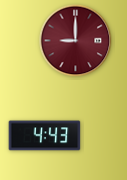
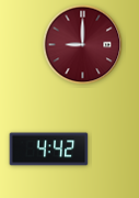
clock at (45, 136): 4:43 -> 4:42
